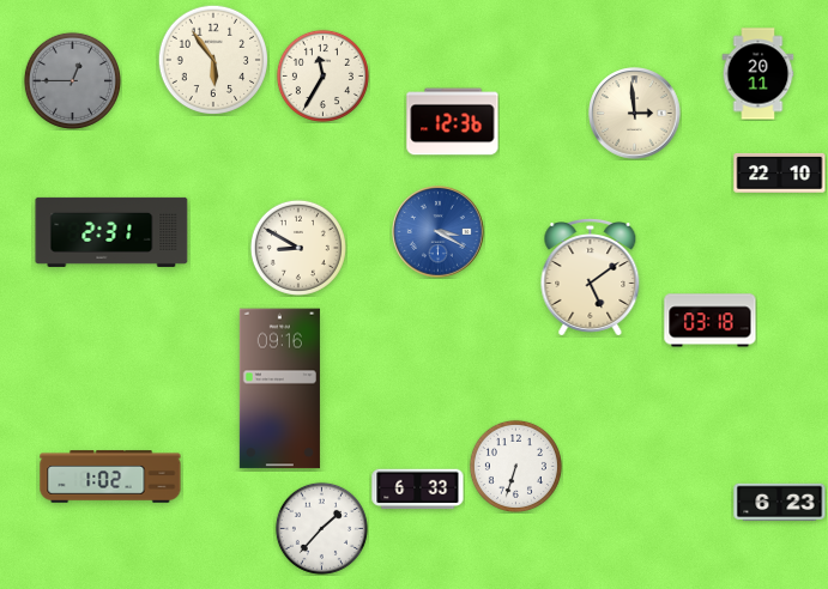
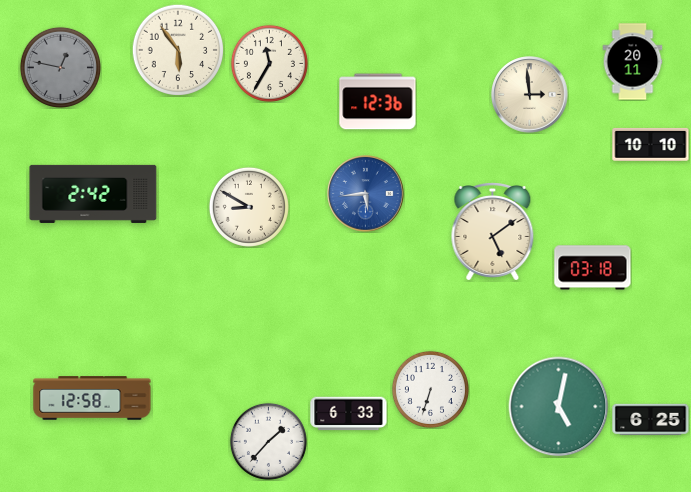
clock at (72, 80): 12:45 -> 12:47
clock at (780, 172): 22:10 -> 10:10
clock at (111, 232): 2:31 -> 2:42
clock at (439, 232): 3:20 -> 5:44
clock at (279, 389): 09:16 -> none
clock at (110, 476): 1:02 -> 12:58
clock at (559, 407): none -> 5:02
clock at (418, 490) position: (418, 490) -> (349, 414)
clock at (780, 503): 6:23 -> 6:25
